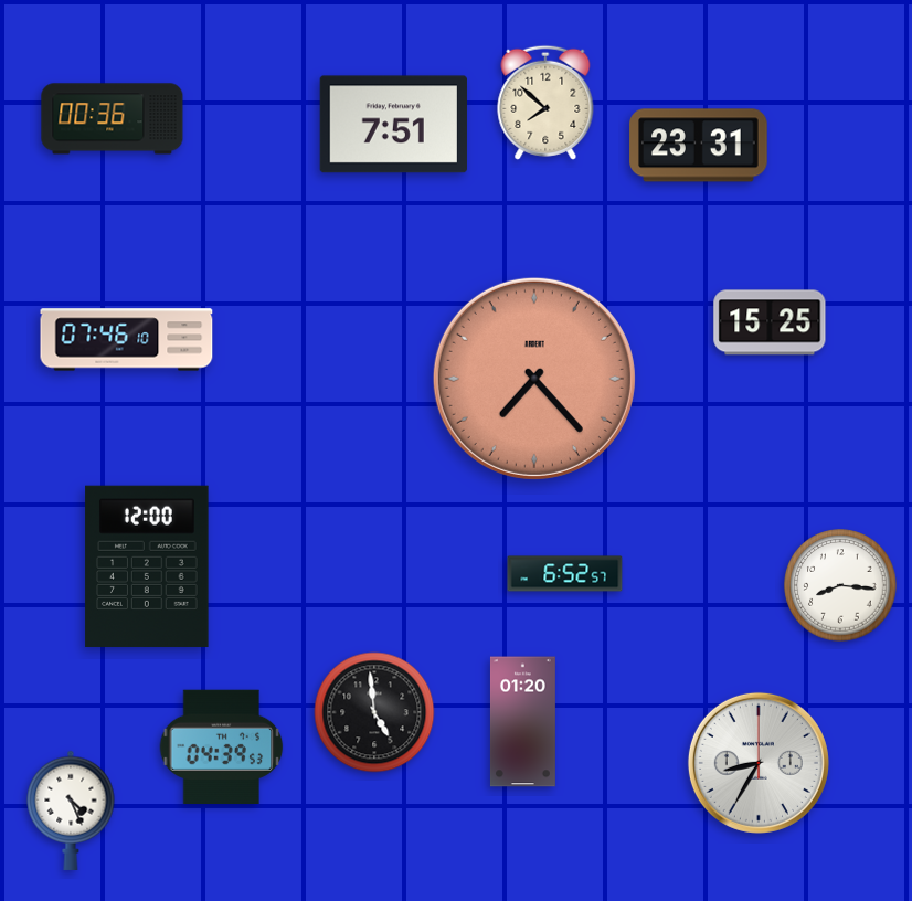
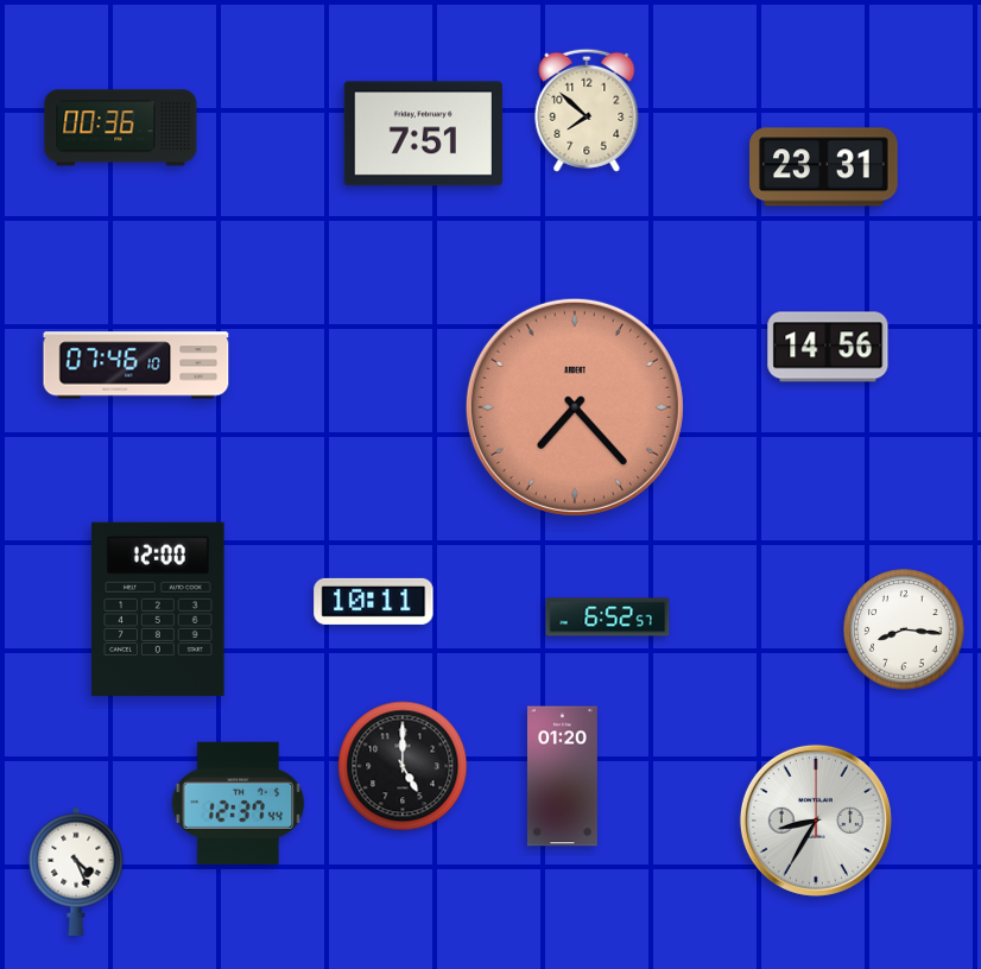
clock at (699, 146) position: (699, 146) -> (824, 167)
clock at (770, 322): 15:25 -> 14:56
clock at (374, 601): none -> 10:11
clock at (374, 712): 4:59 -> 5:00
clock at (222, 746): 04:39 -> 12:37
